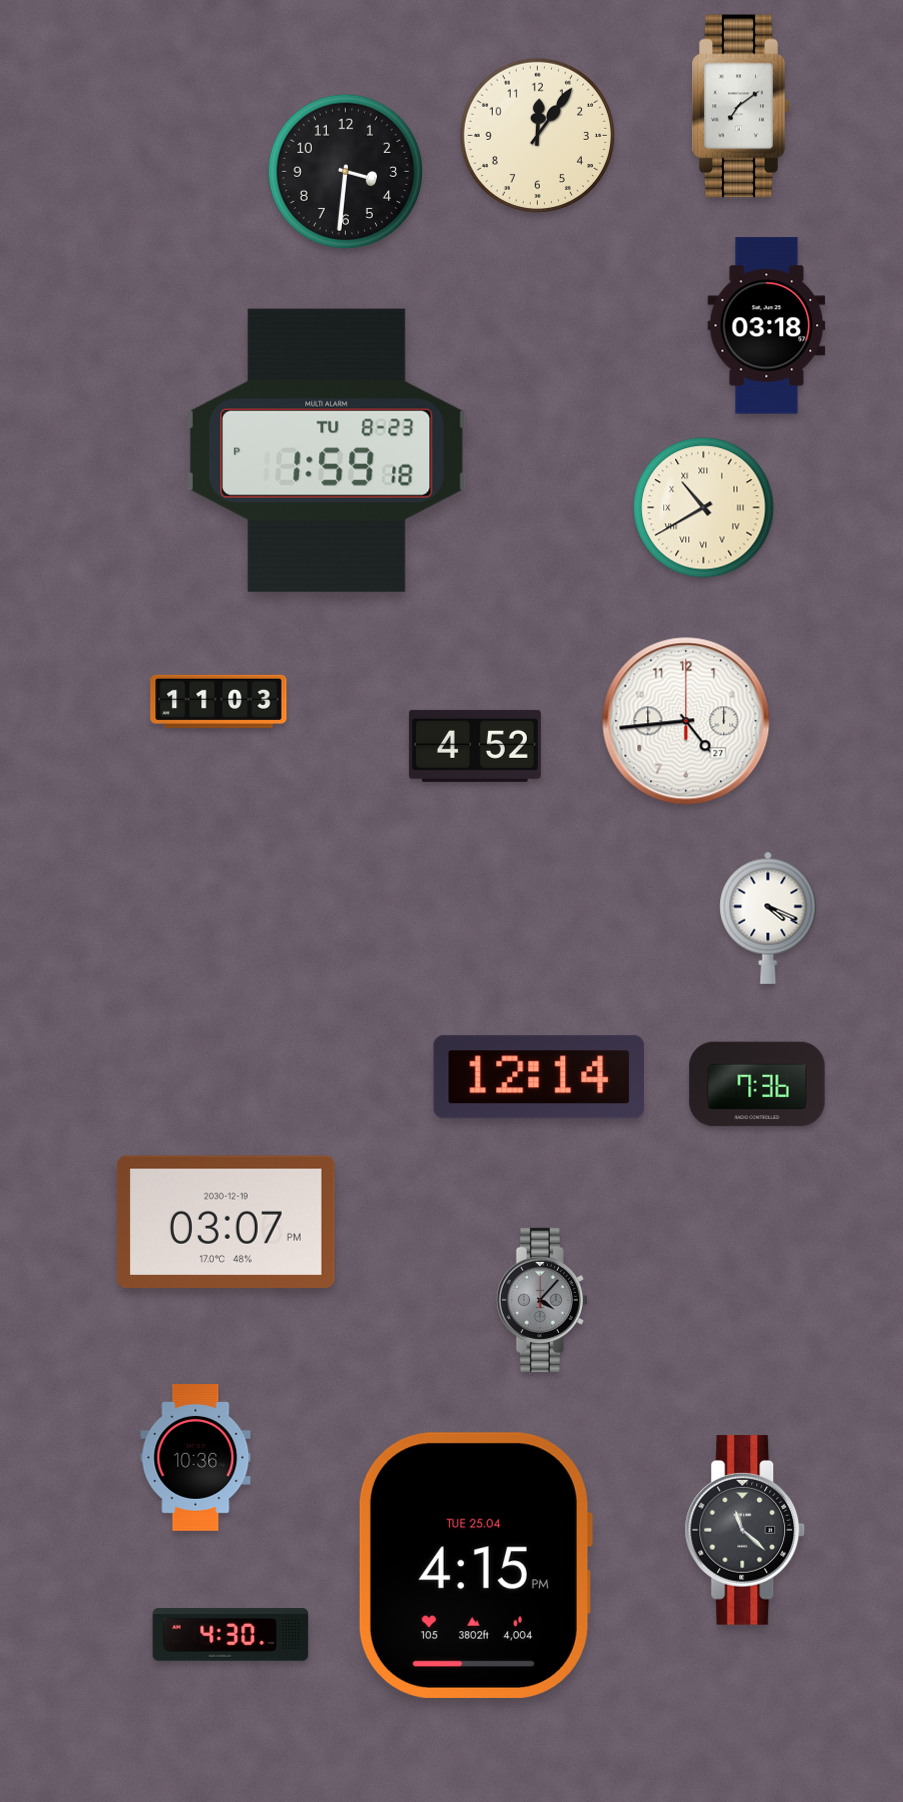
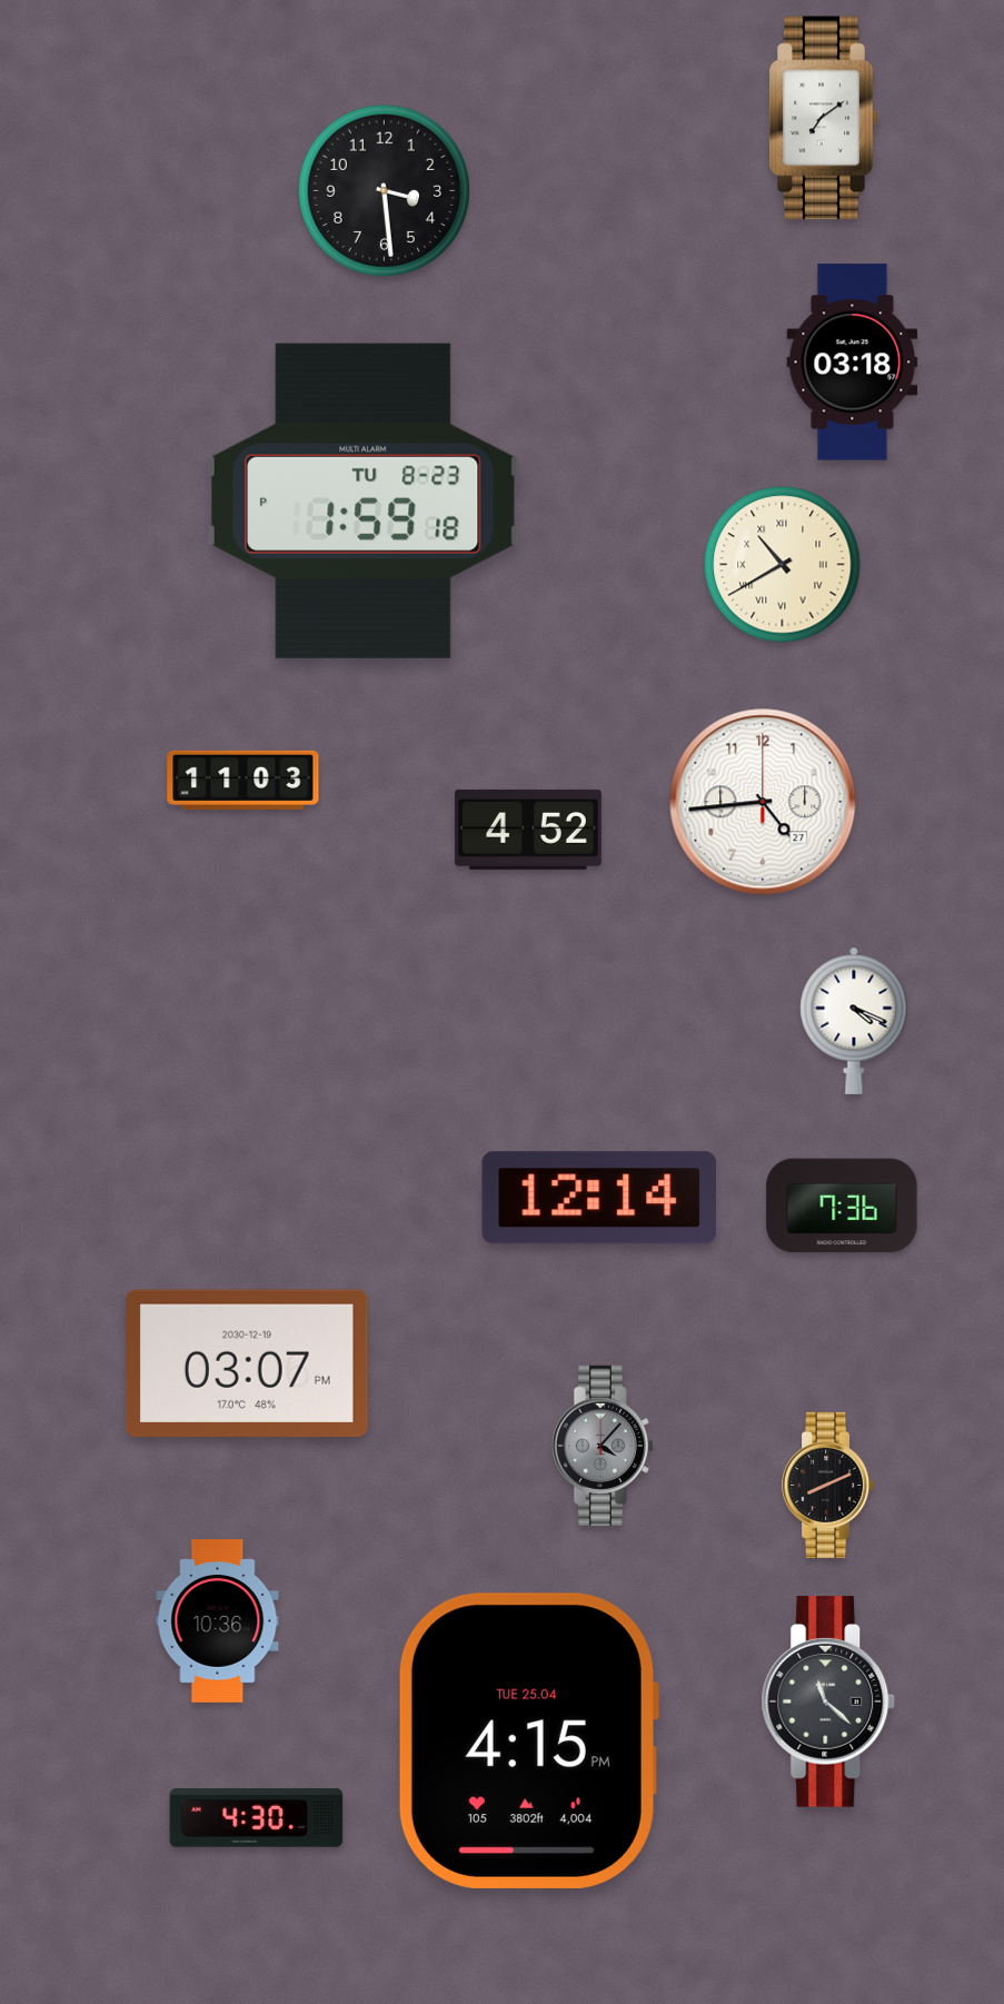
clock at (537, 135): 12:06 -> none
clock at (345, 171): 3:31 -> 3:29
clock at (226, 1222) position: (226, 1222) -> (247, 1363)
clock at (828, 1485): none -> 8:11
